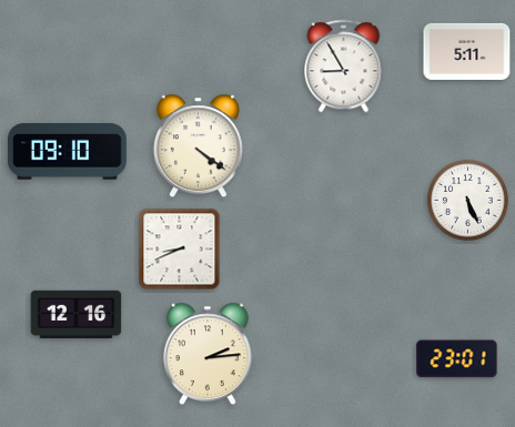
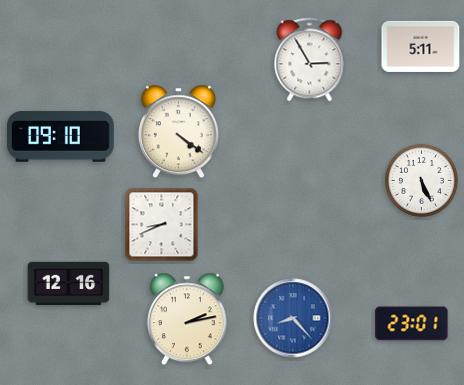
clock at (344, 67): 8:55 -> 2:55
clock at (293, 318): none -> 8:23
clock at (208, 354): 2:14 -> 2:13
